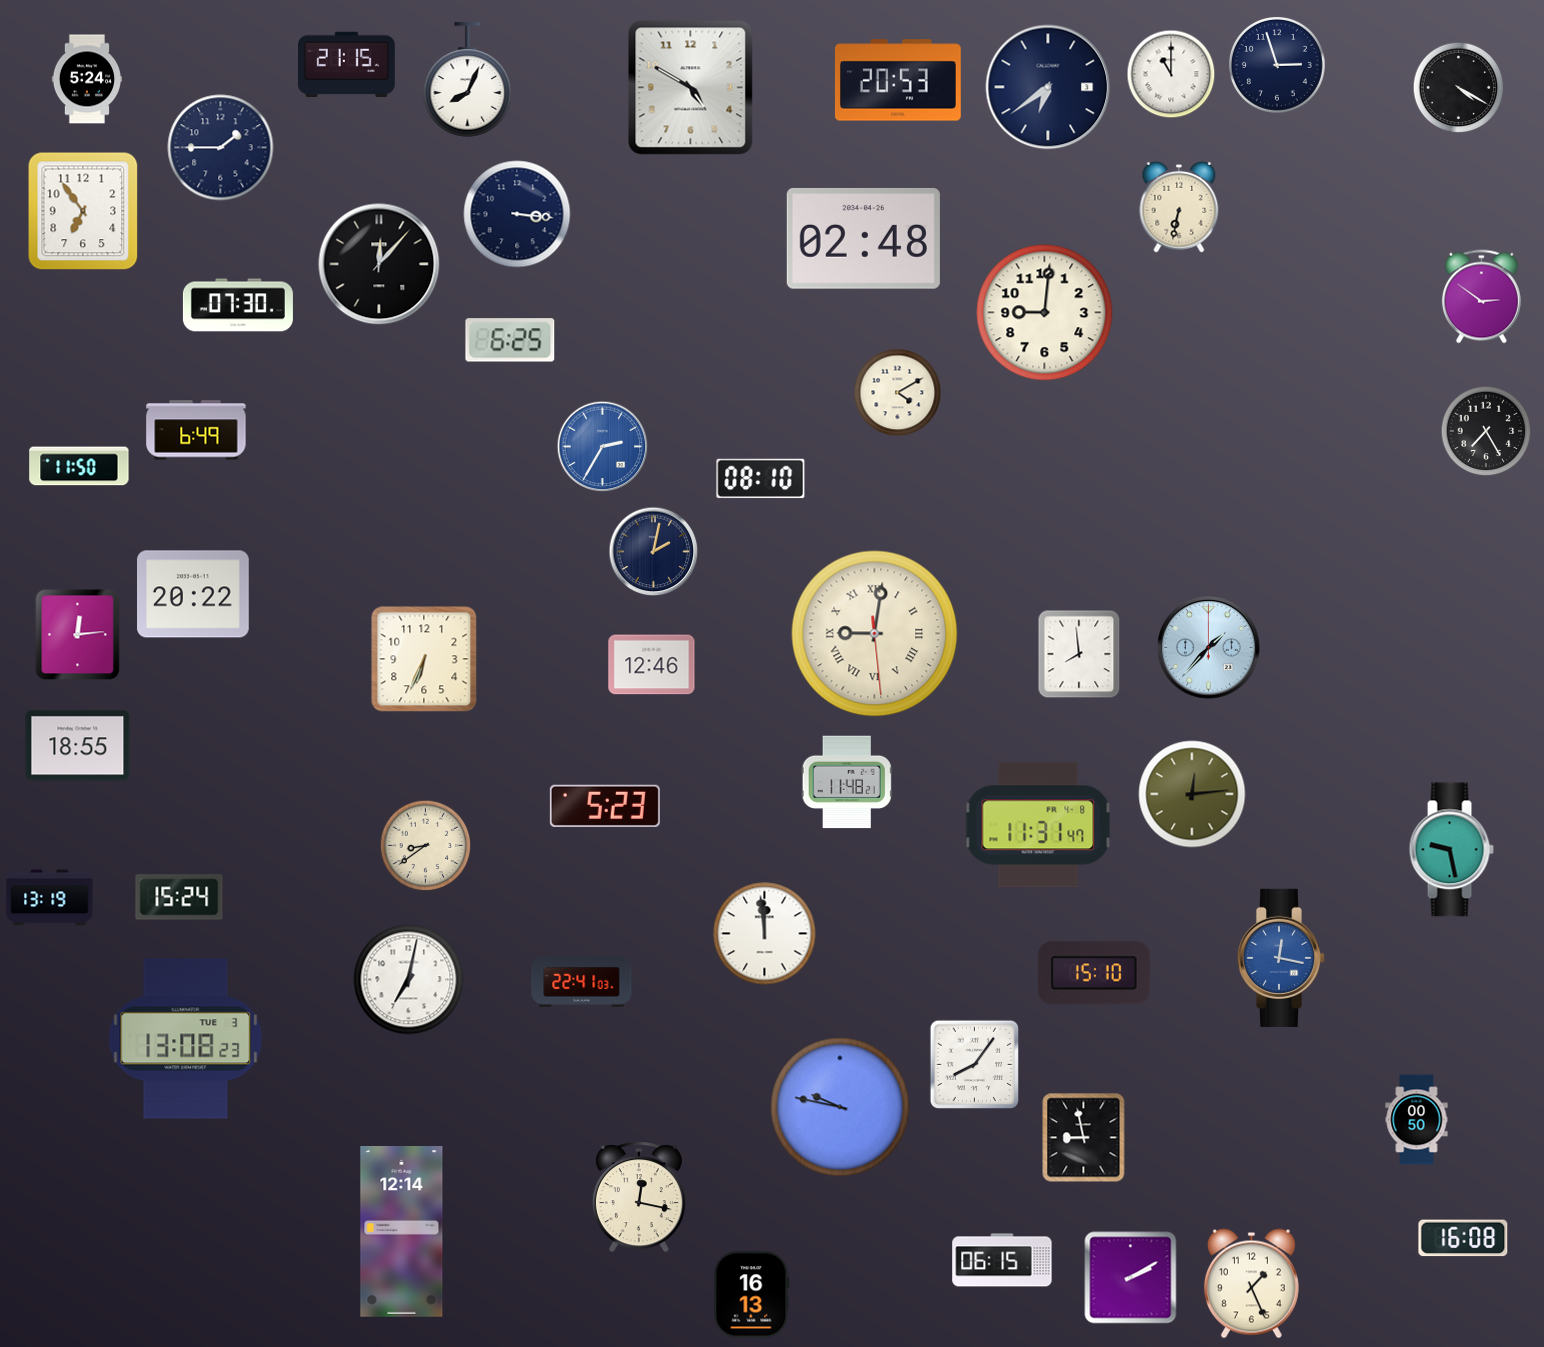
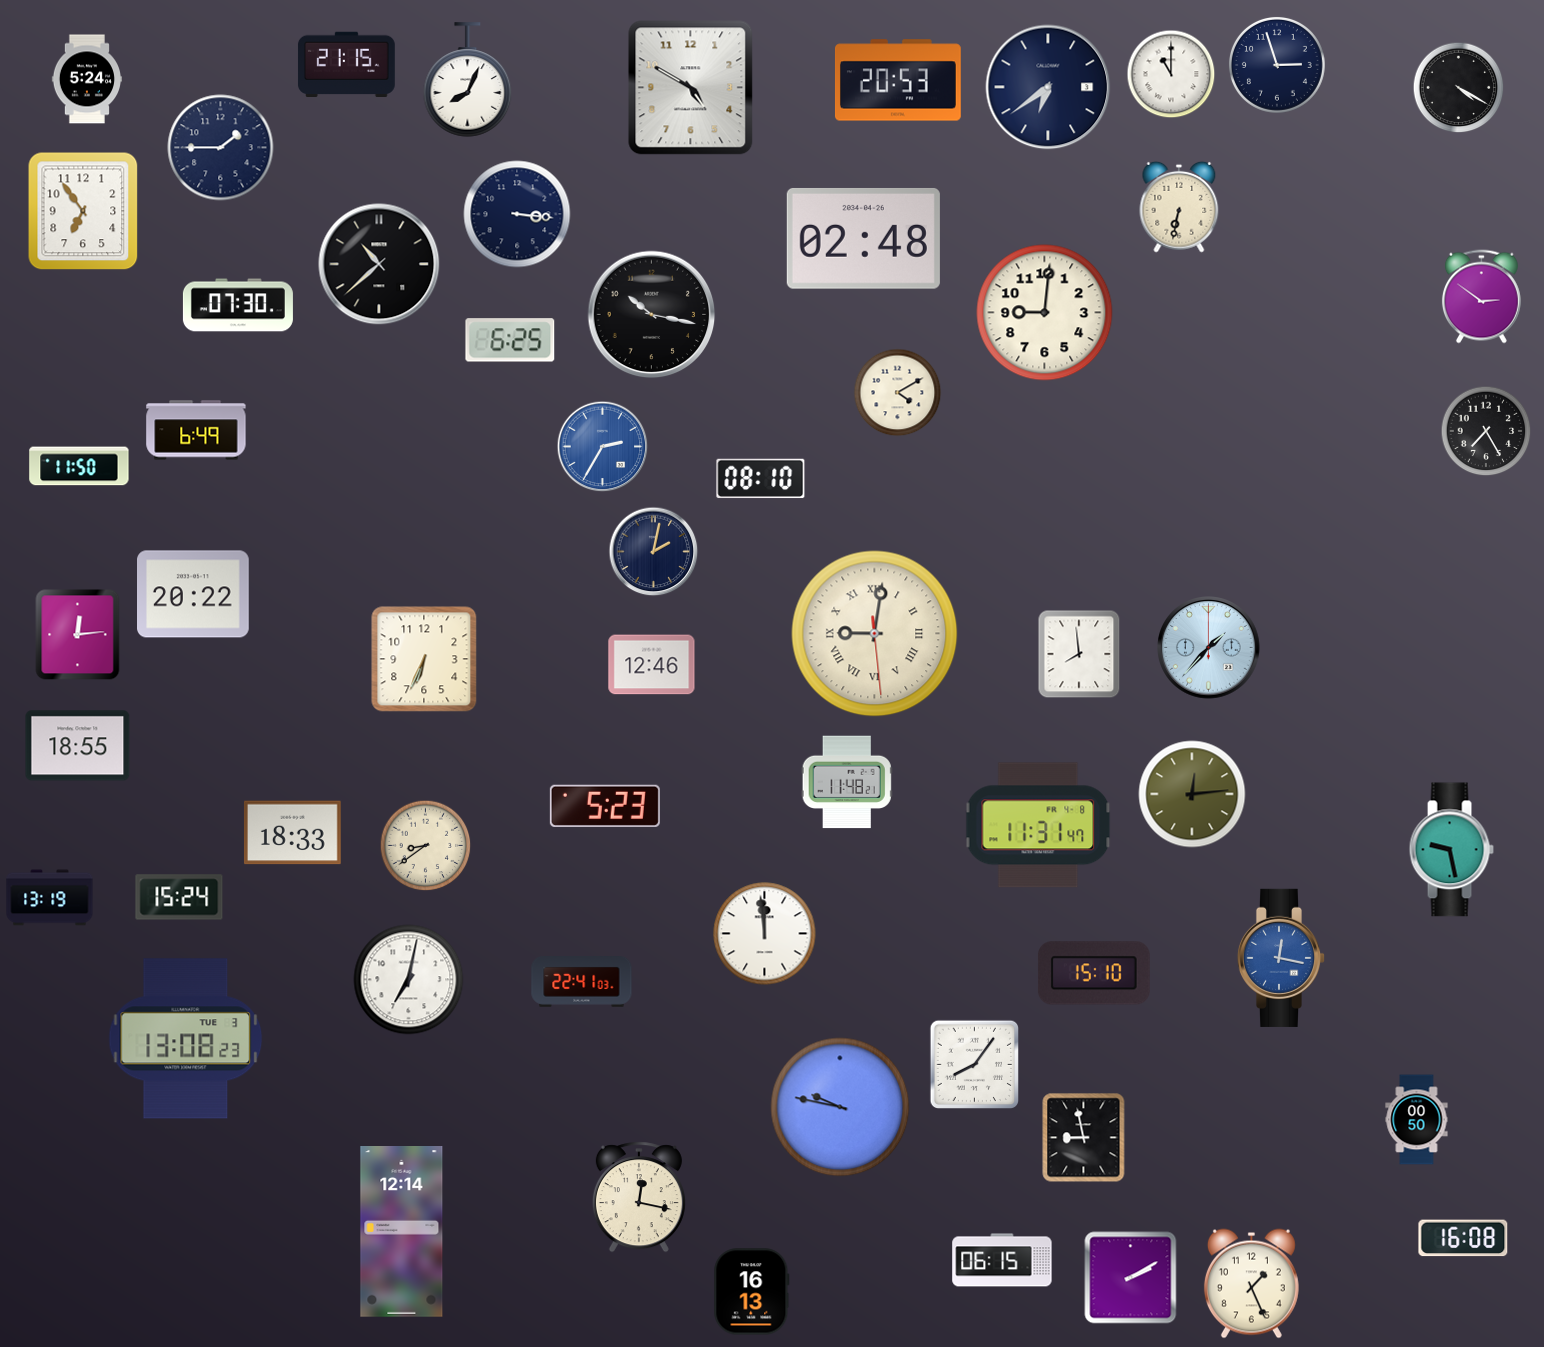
clock at (379, 264): 12:07 -> 10:38
clock at (652, 315): none -> 10:17
clock at (292, 833): none -> 18:33
clock at (752, 1295) position: (752, 1295) -> (752, 1292)
